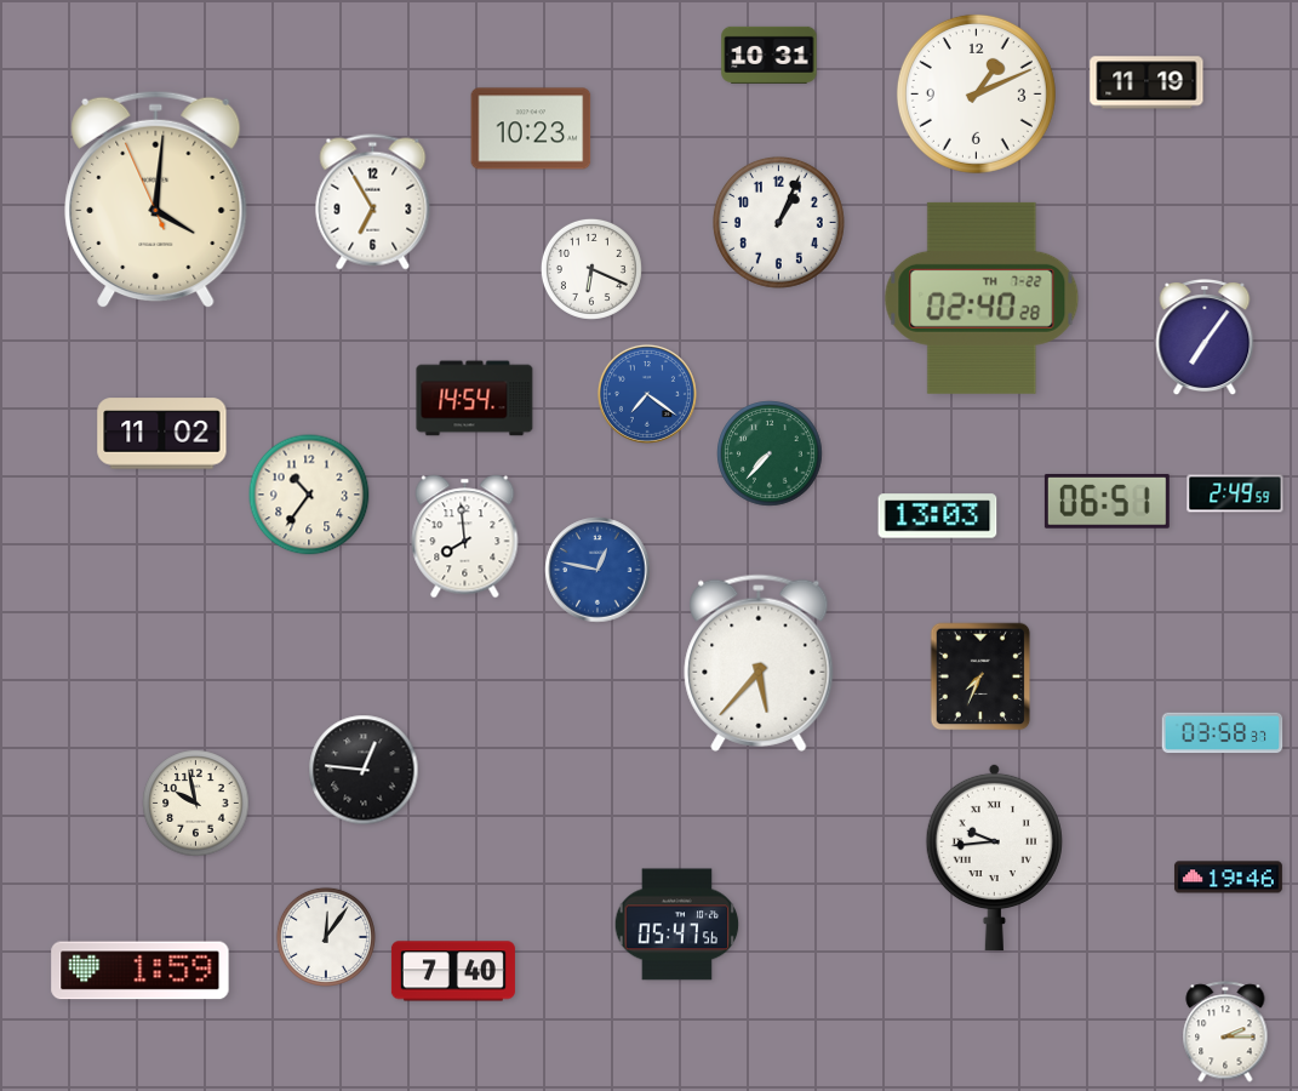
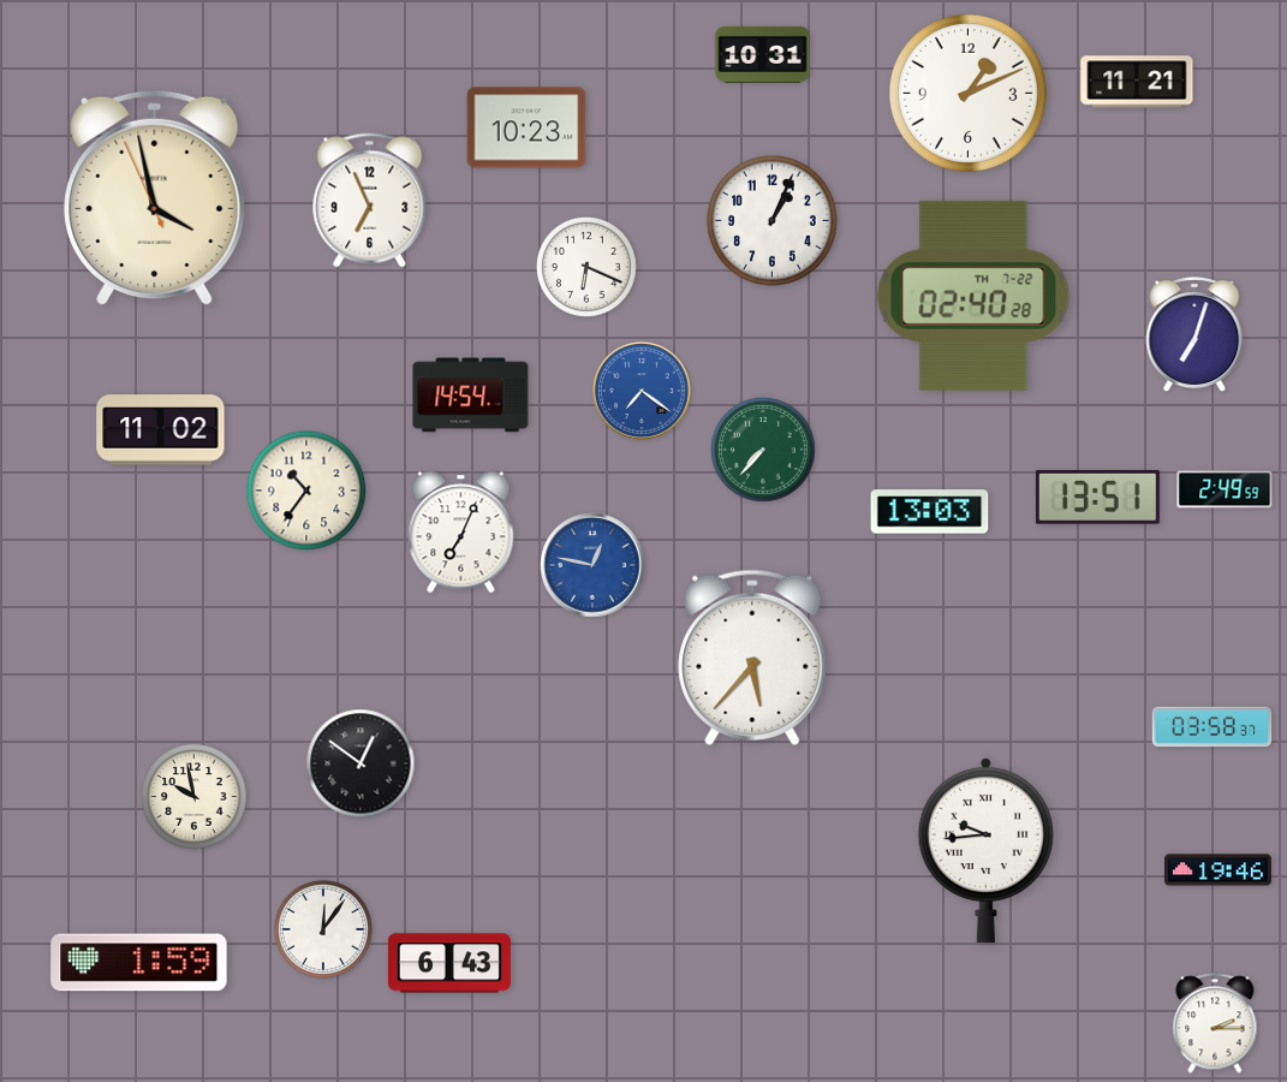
clock at (1147, 82): 11:19 -> 11:21
clock at (156, 200): 4:00 -> 3:57
clock at (373, 202): 6:55 -> 6:56
clock at (1205, 338): 7:06 -> 7:03
clock at (1107, 501): 06:51 -> 13:51
clock at (465, 537): 7:59 -> 7:04
clock at (980, 676): 7:34 -> none
clock at (364, 770): 12:46 -> 12:51
clock at (677, 925): 05:47 -> none
clock at (453, 971): 7:40 -> 6:43
